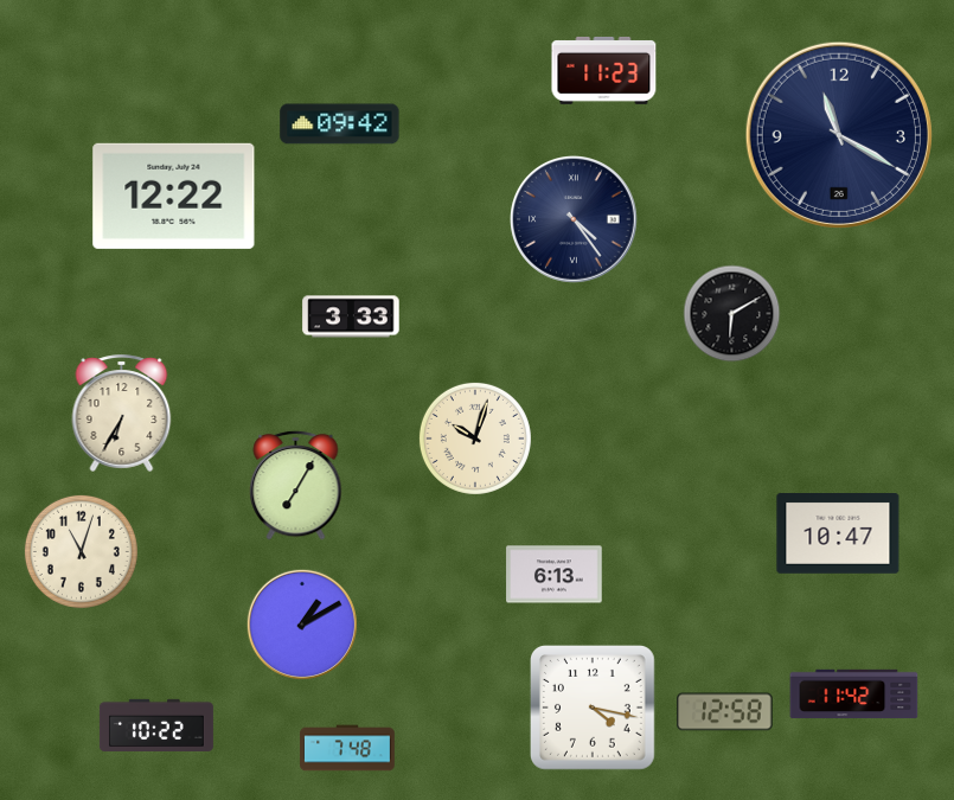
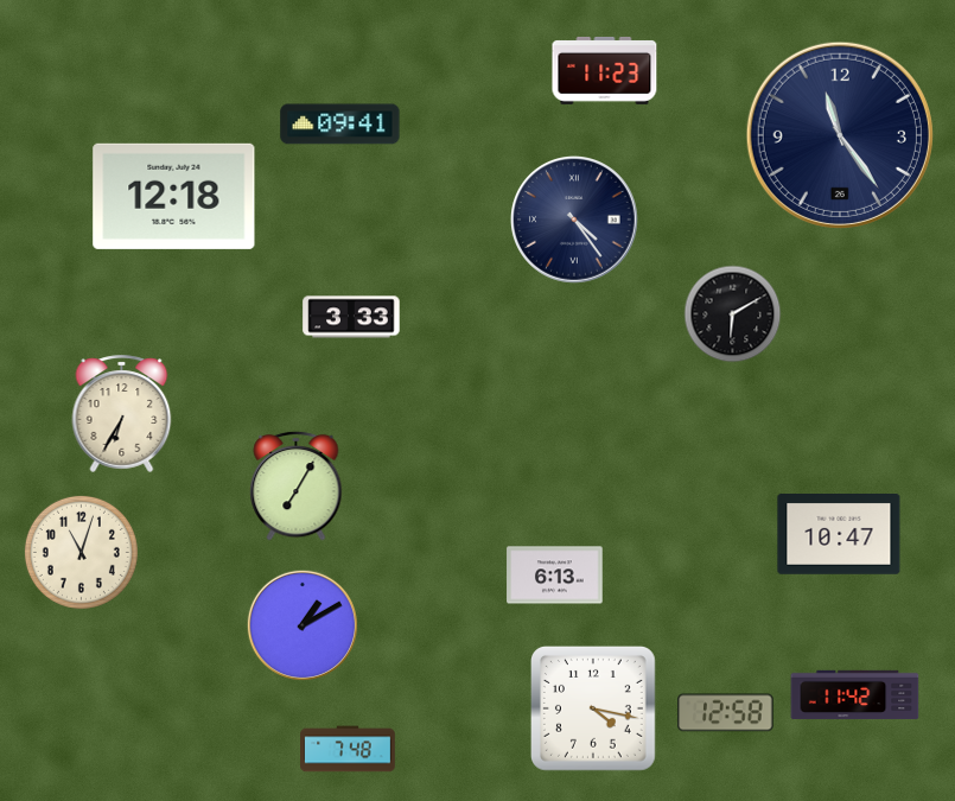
clock at (340, 124): 09:42 -> 09:41
clock at (839, 135): 11:20 -> 11:24
clock at (174, 196): 12:22 -> 12:18
clock at (475, 439): 10:03 -> none
clock at (156, 725): 10:22 -> none
